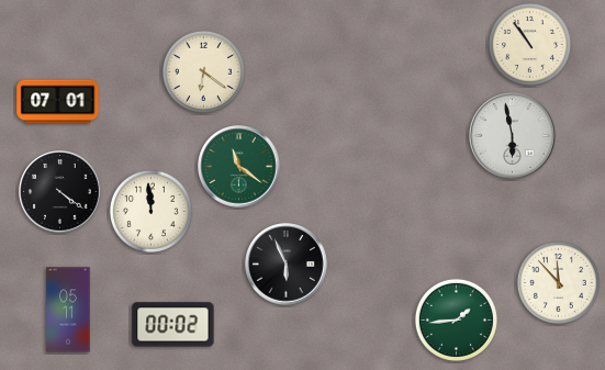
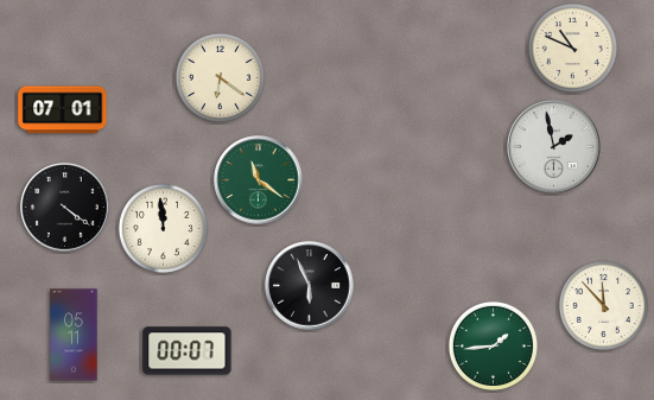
clock at (529, 44): 10:54 -> 10:49
clock at (513, 136): 5:58 -> 1:58
clock at (173, 325): 00:02 -> 00:07
